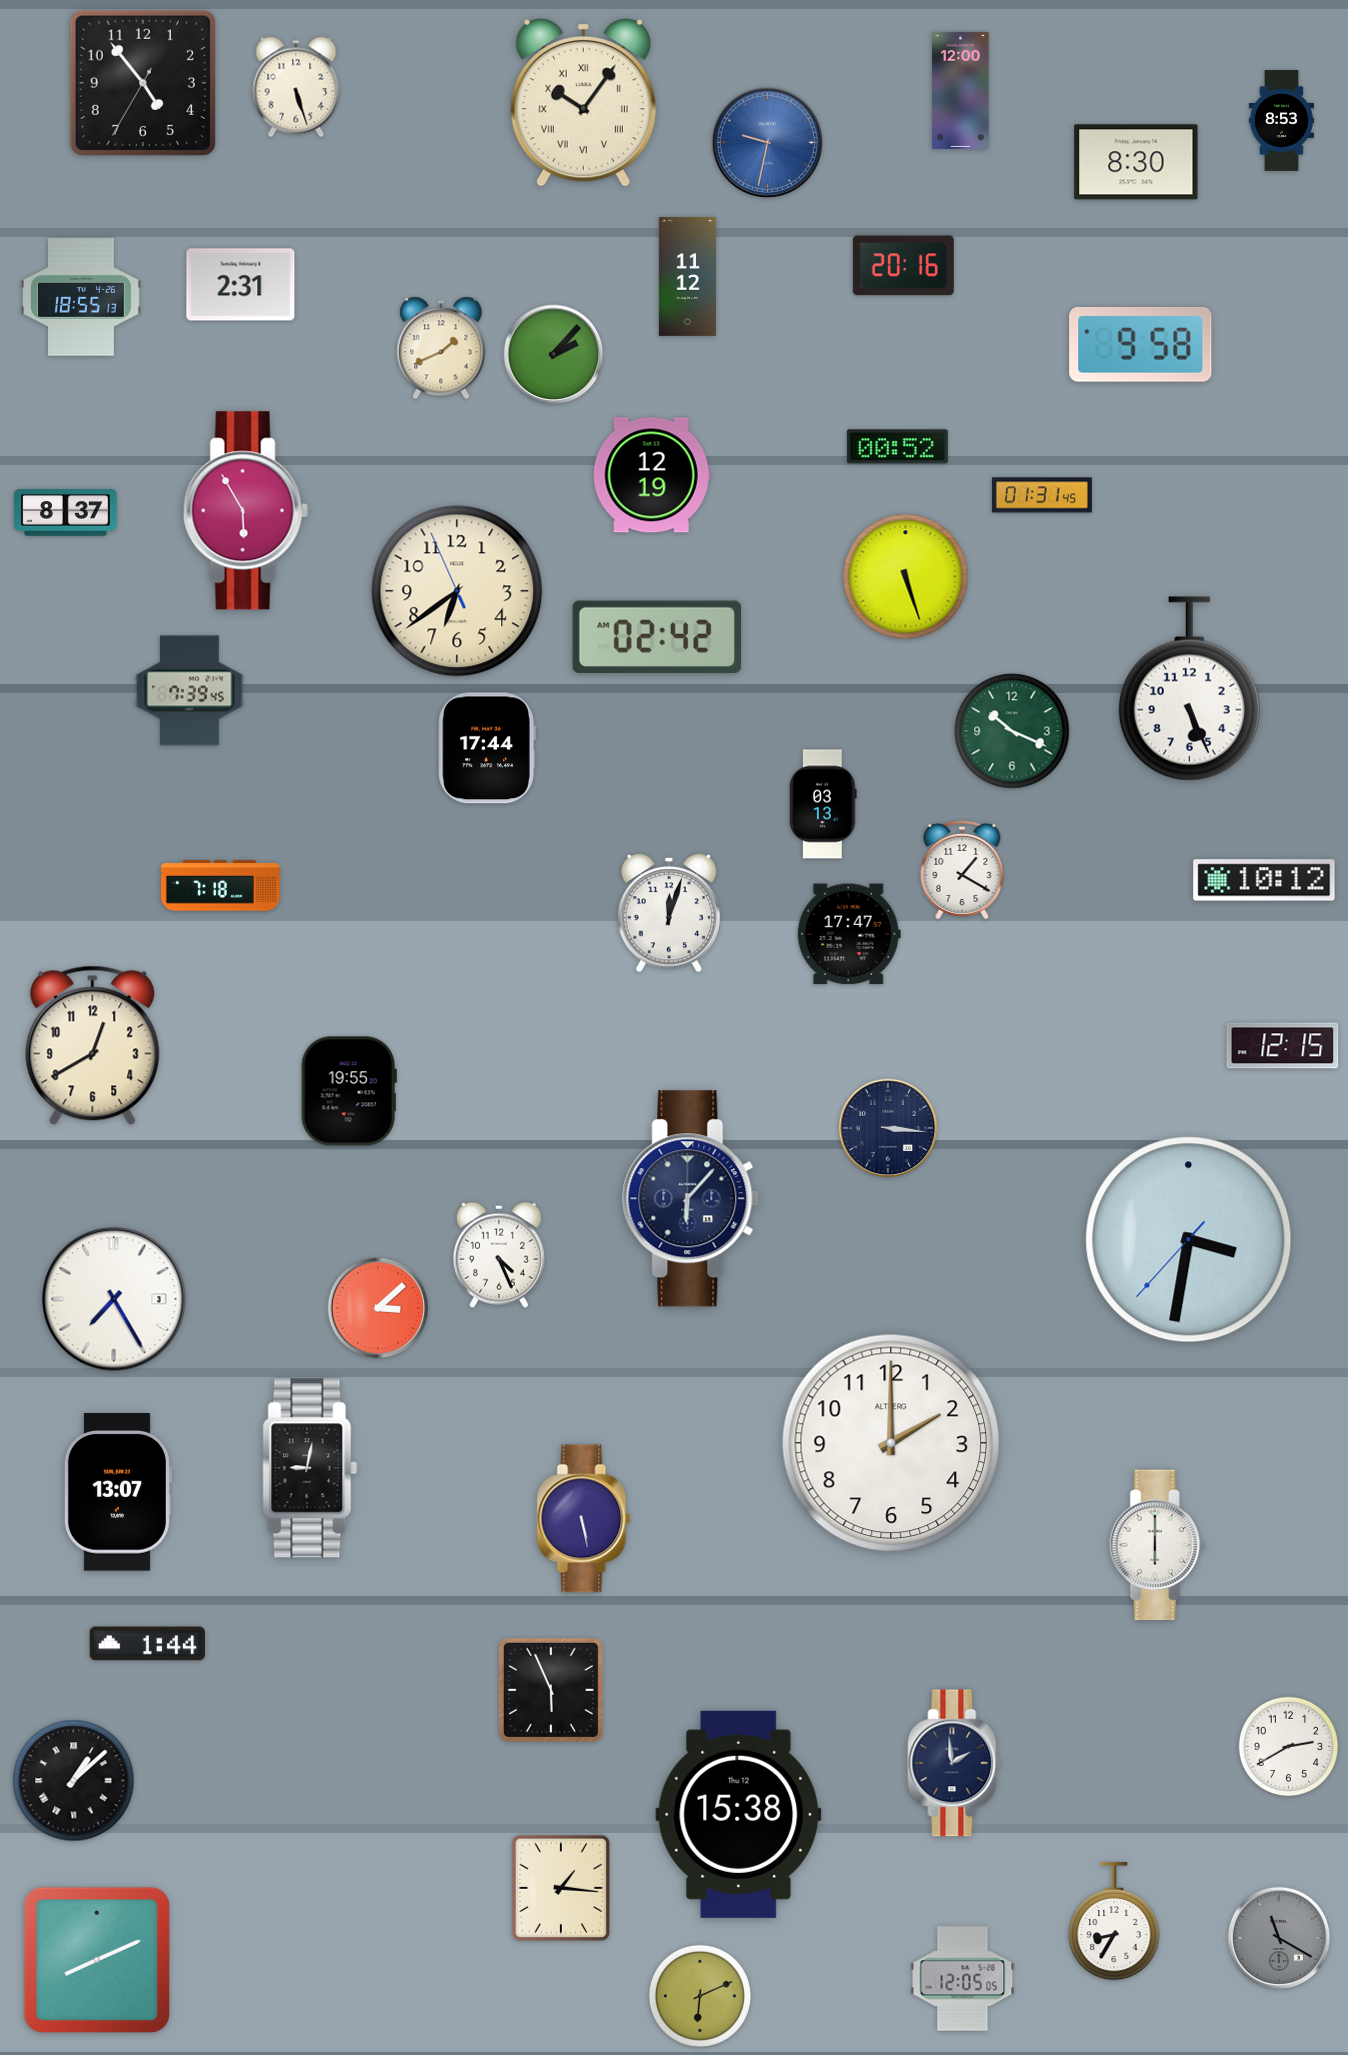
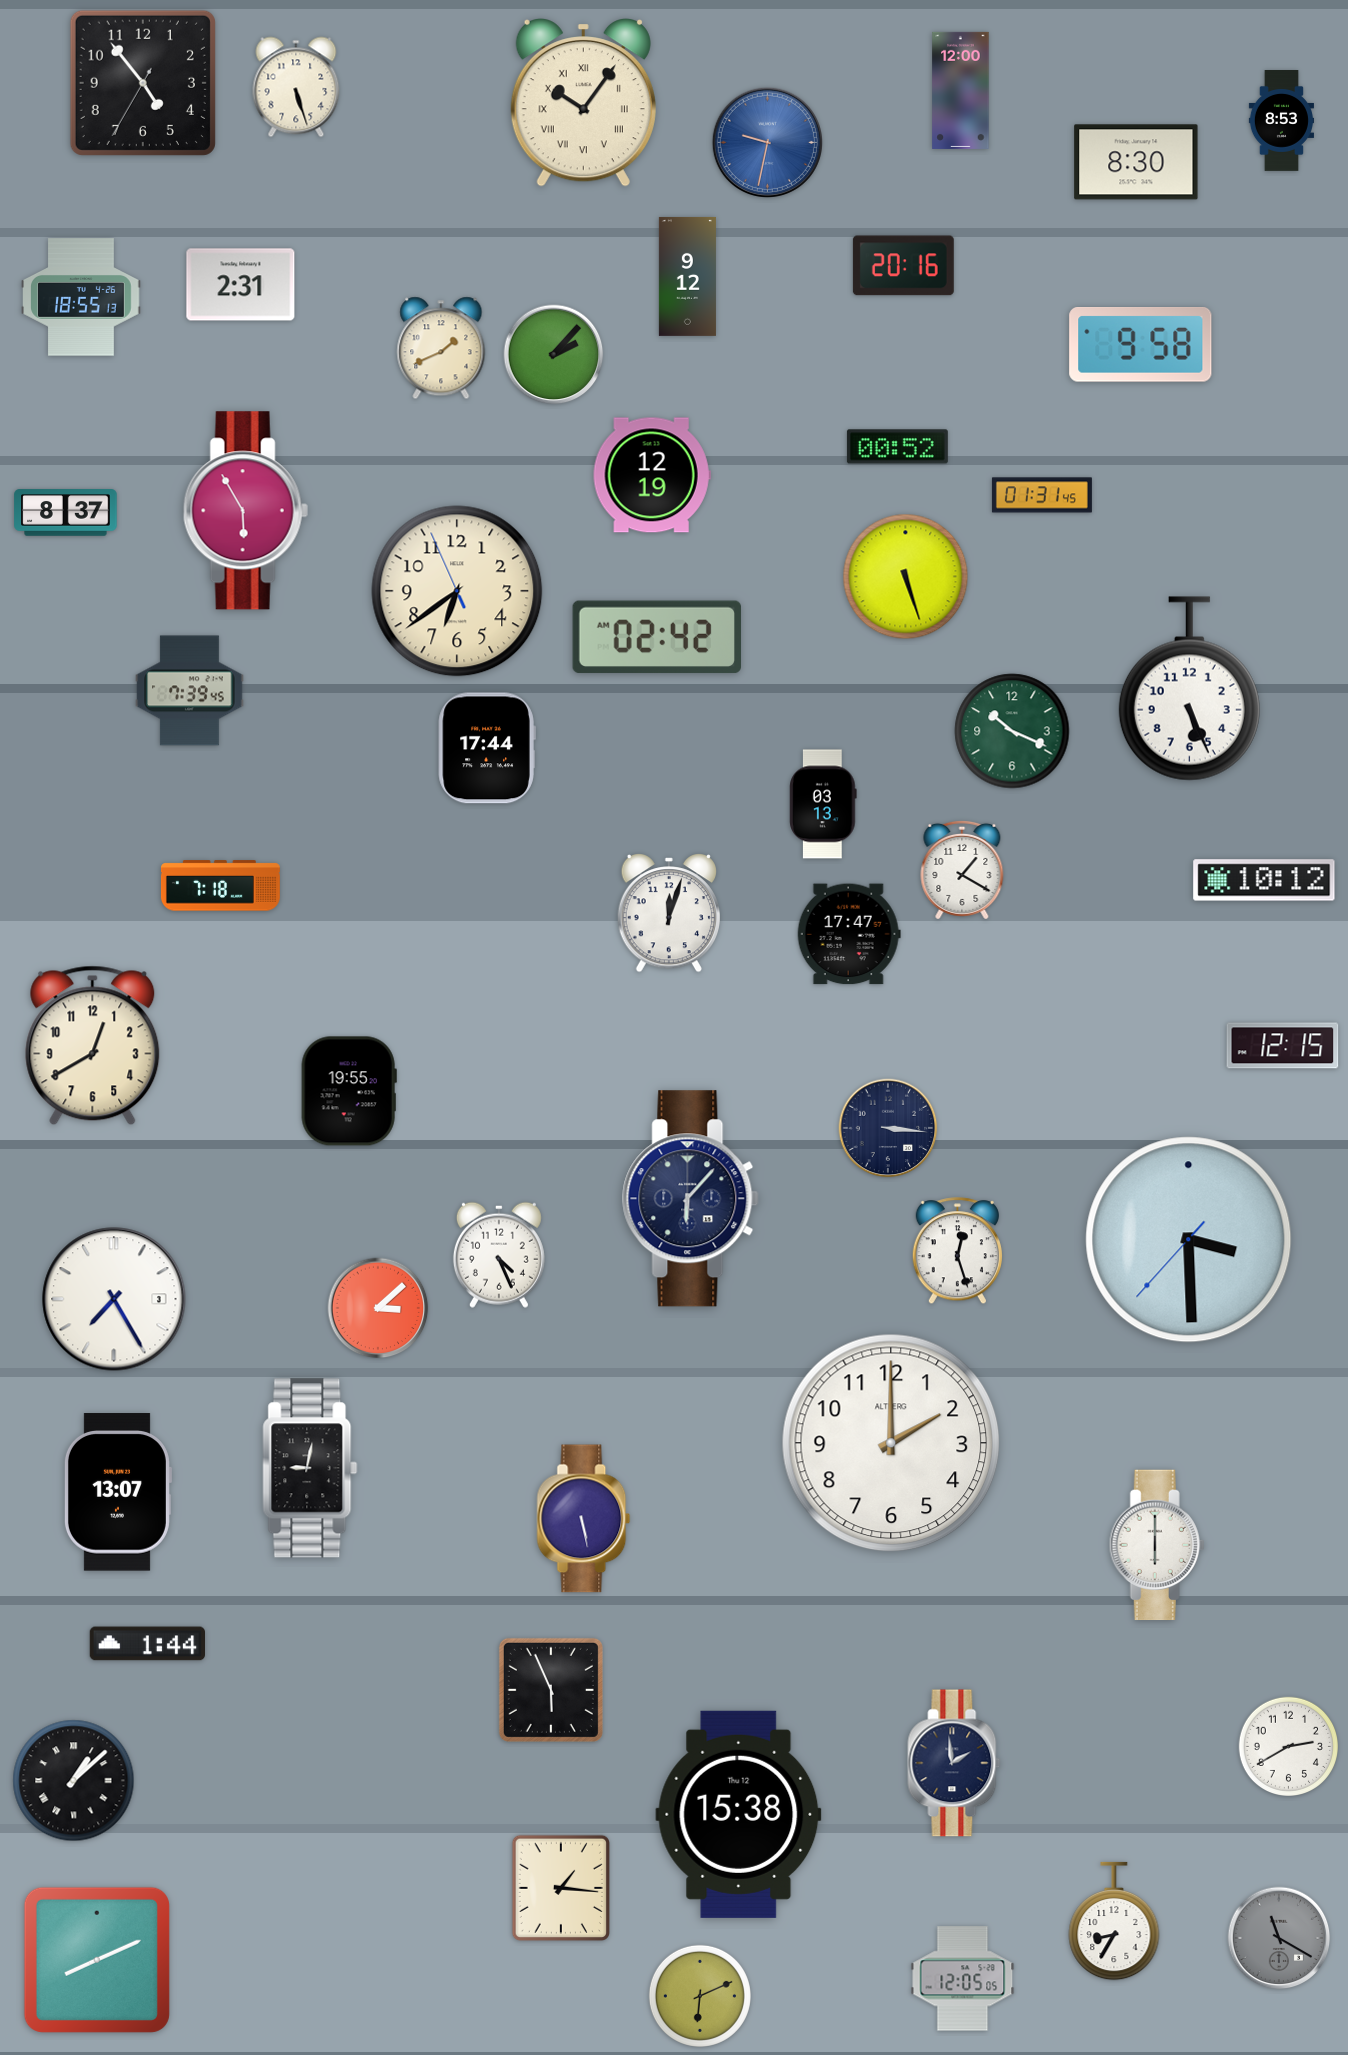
clock at (687, 276): 11:12 -> 9:12
clock at (1189, 1240): 3:31 -> 3:29
clock at (957, 1251): none -> 12:27
